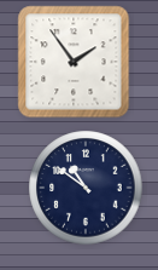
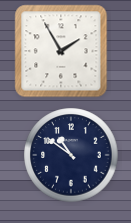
clock at (74, 62): 1:54 -> 1:55
